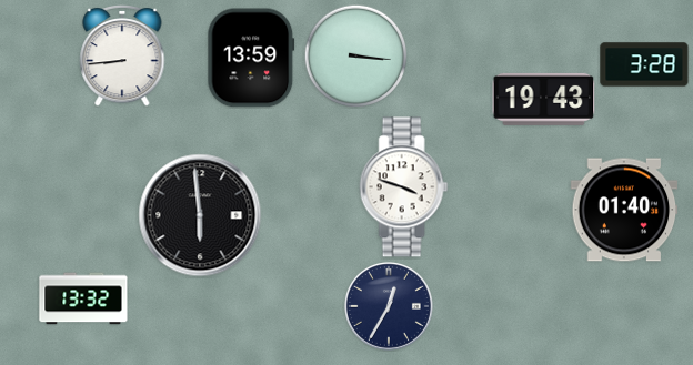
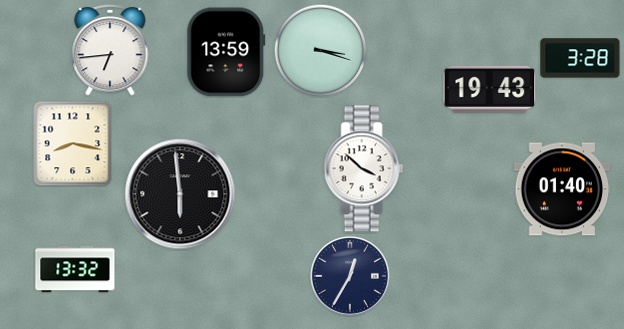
clock at (122, 55): 8:44 -> 6:44
clock at (355, 55): 3:16 -> 3:18
clock at (73, 143): none -> 8:17
clock at (404, 187): 3:48 -> 3:52
